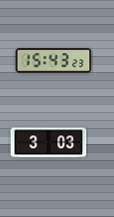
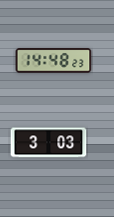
clock at (54, 61): 15:43 -> 14:48
